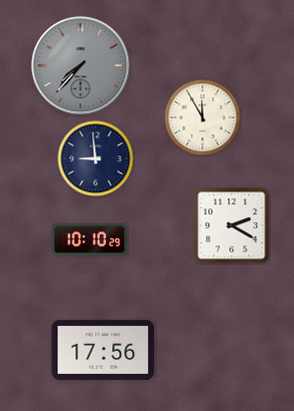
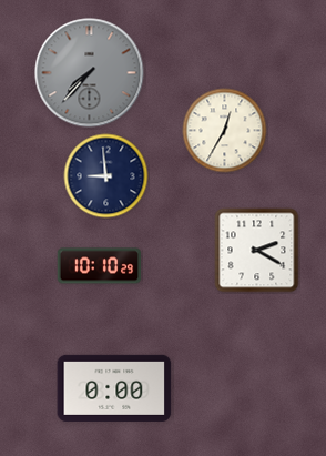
clock at (203, 118): 11:55 -> 12:35
clock at (103, 350): 17:56 -> 0:00
